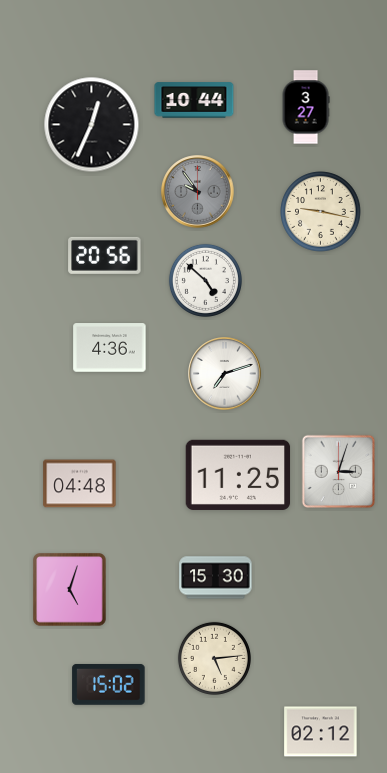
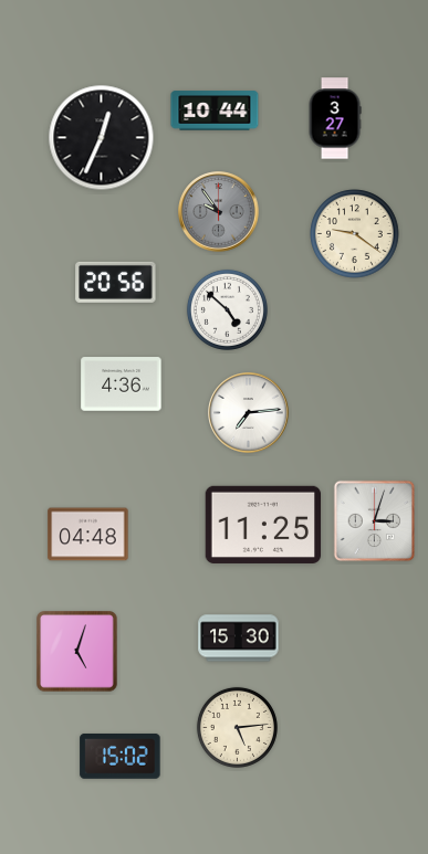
clock at (306, 107) position: (306, 107) -> (335, 118)
clock at (321, 212): 9:17 -> 9:21
clock at (225, 374): 7:12 -> 7:14
clock at (321, 732): 02:12 -> none
